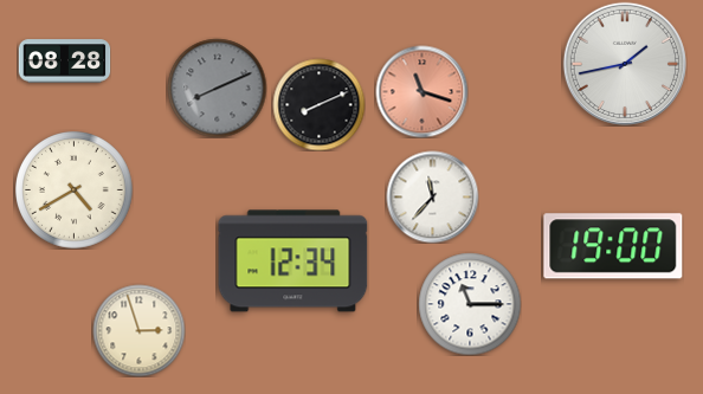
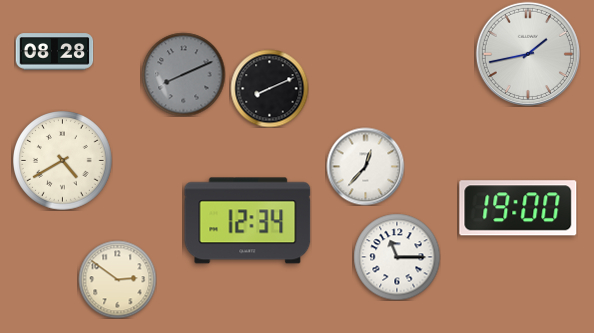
clock at (421, 91): 11:18 -> none
clock at (432, 196): 11:37 -> 12:37
clock at (138, 330): 2:57 -> 2:51
